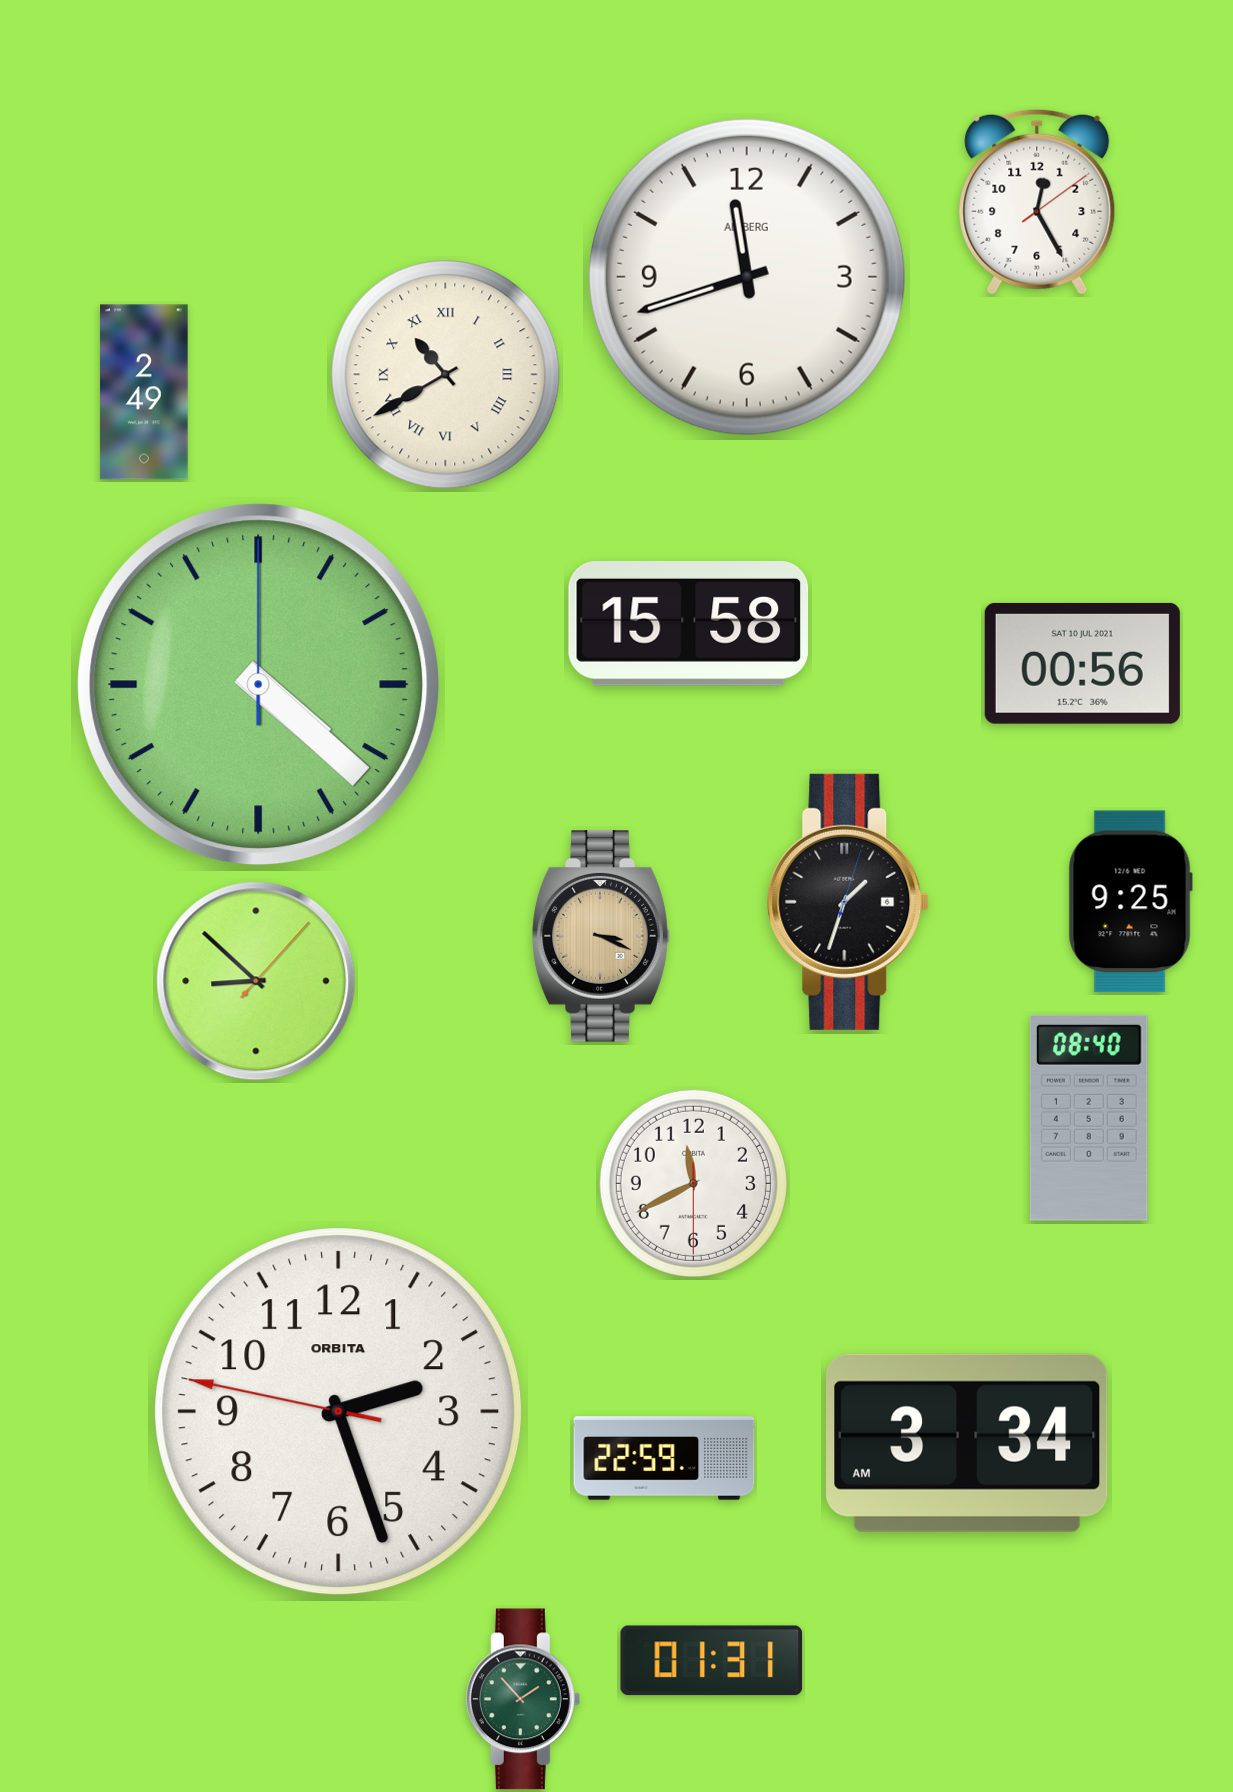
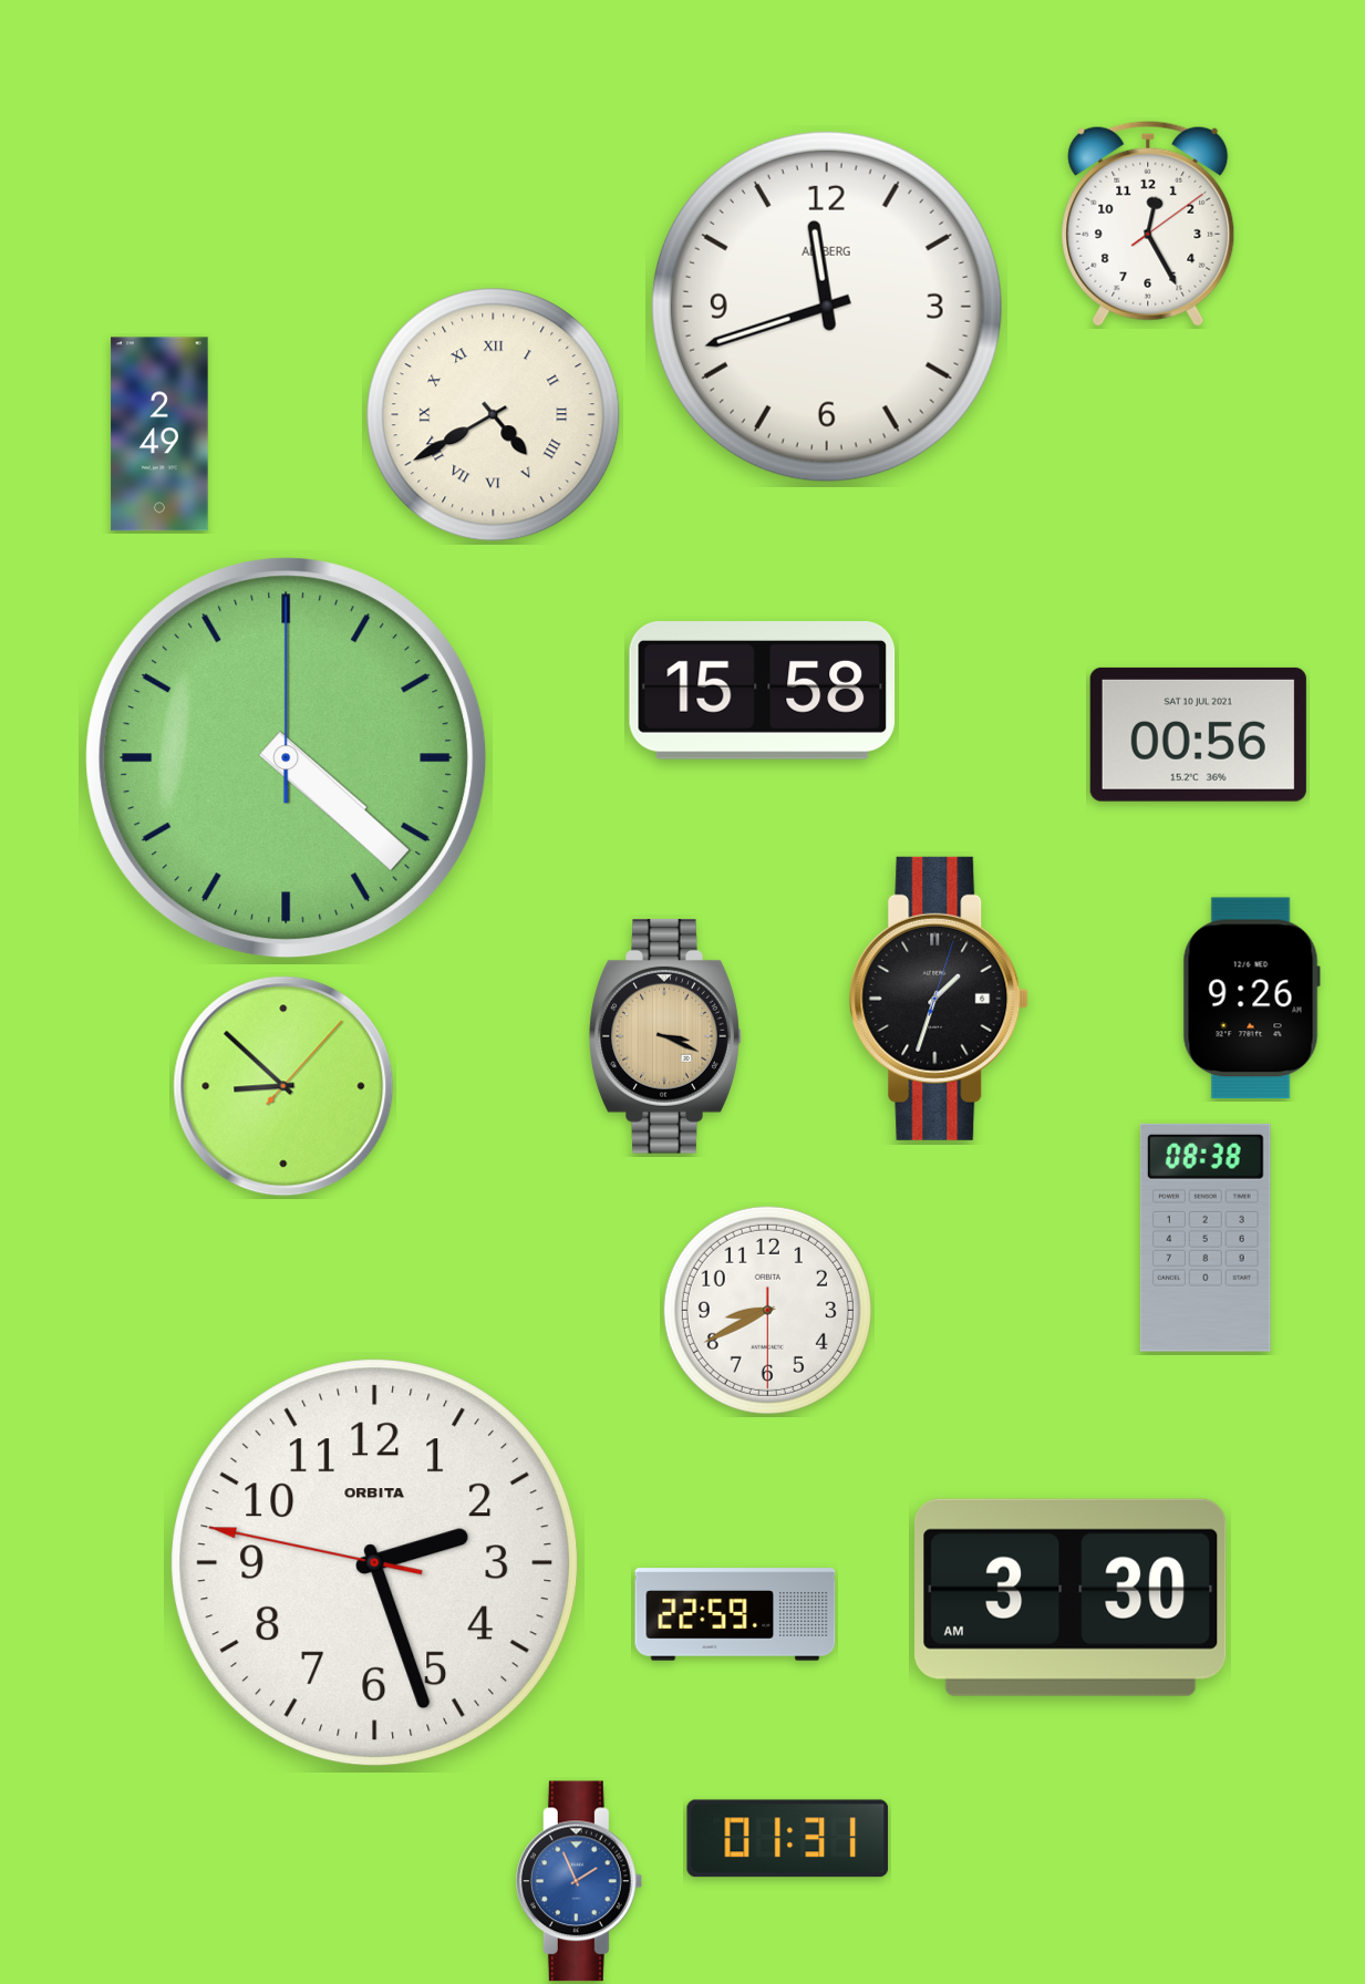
clock at (446, 375): 10:40 -> 4:40
clock at (1130, 902): 9:25 -> 9:26
clock at (1089, 1118): 08:40 -> 08:38
clock at (693, 1183): 11:40 -> 8:40
clock at (967, 1443): 3:34 -> 3:30
clock at (523, 1699): 1:53 -> 1:56
clock at (523, 1699) dial: green -> blue
